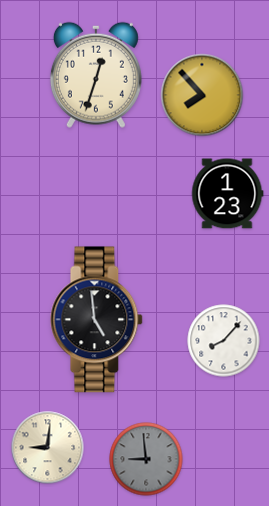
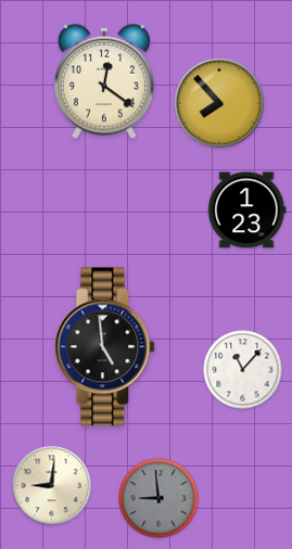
clock at (96, 75): 12:33 -> 12:21
clock at (224, 341): 8:07 -> 11:07
